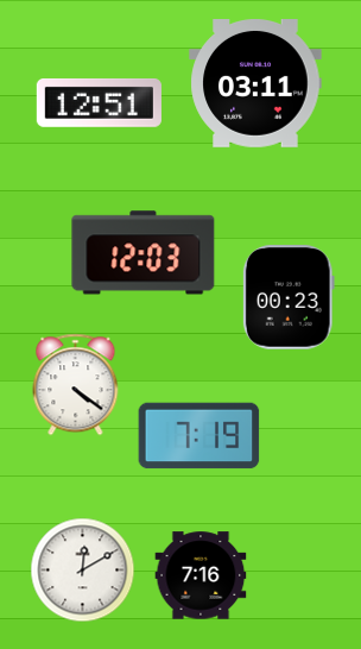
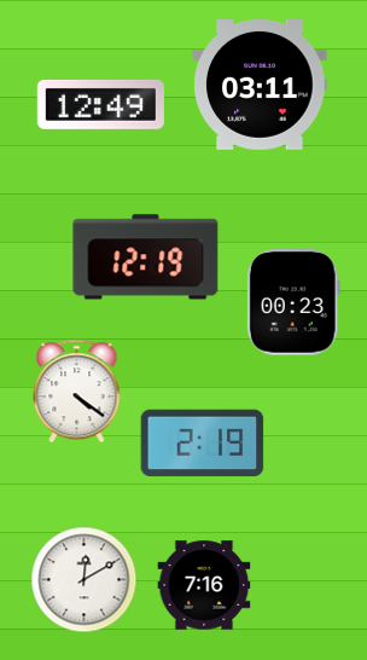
clock at (99, 102): 12:51 -> 12:49
clock at (144, 253): 12:03 -> 12:19
clock at (199, 436): 7:19 -> 2:19
